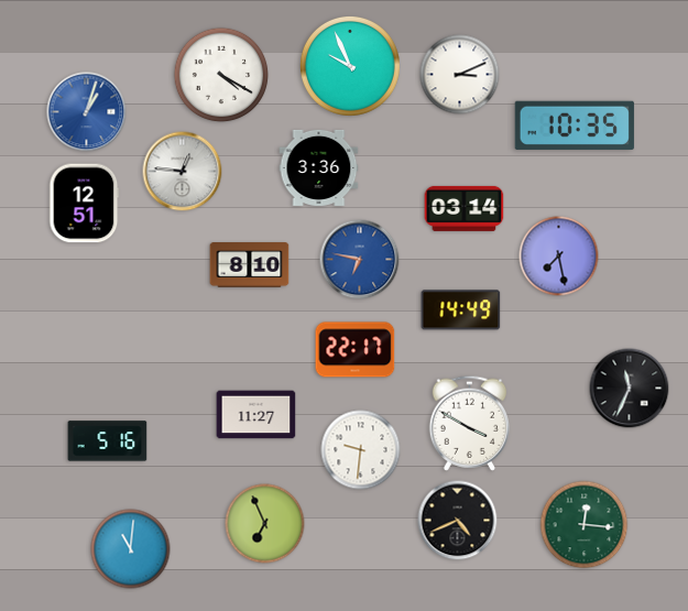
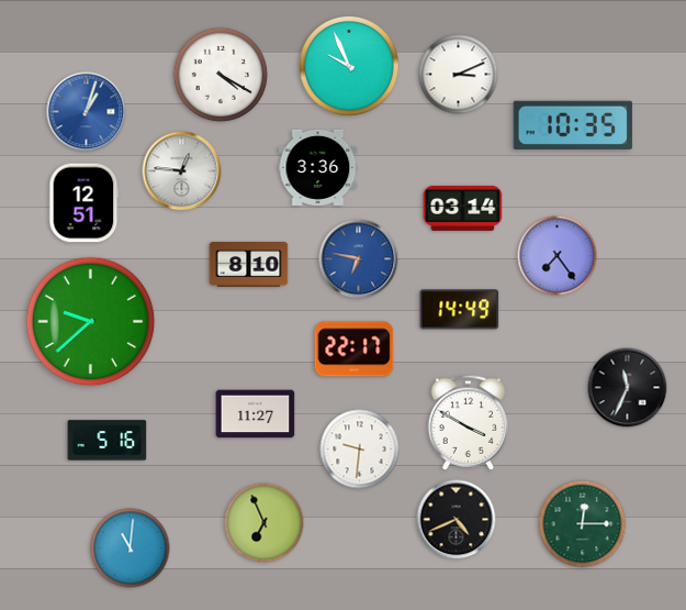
clock at (559, 257): 7:28 -> 7:24
clock at (91, 322): none -> 9:38
clock at (585, 525): 12:16 -> 12:15
